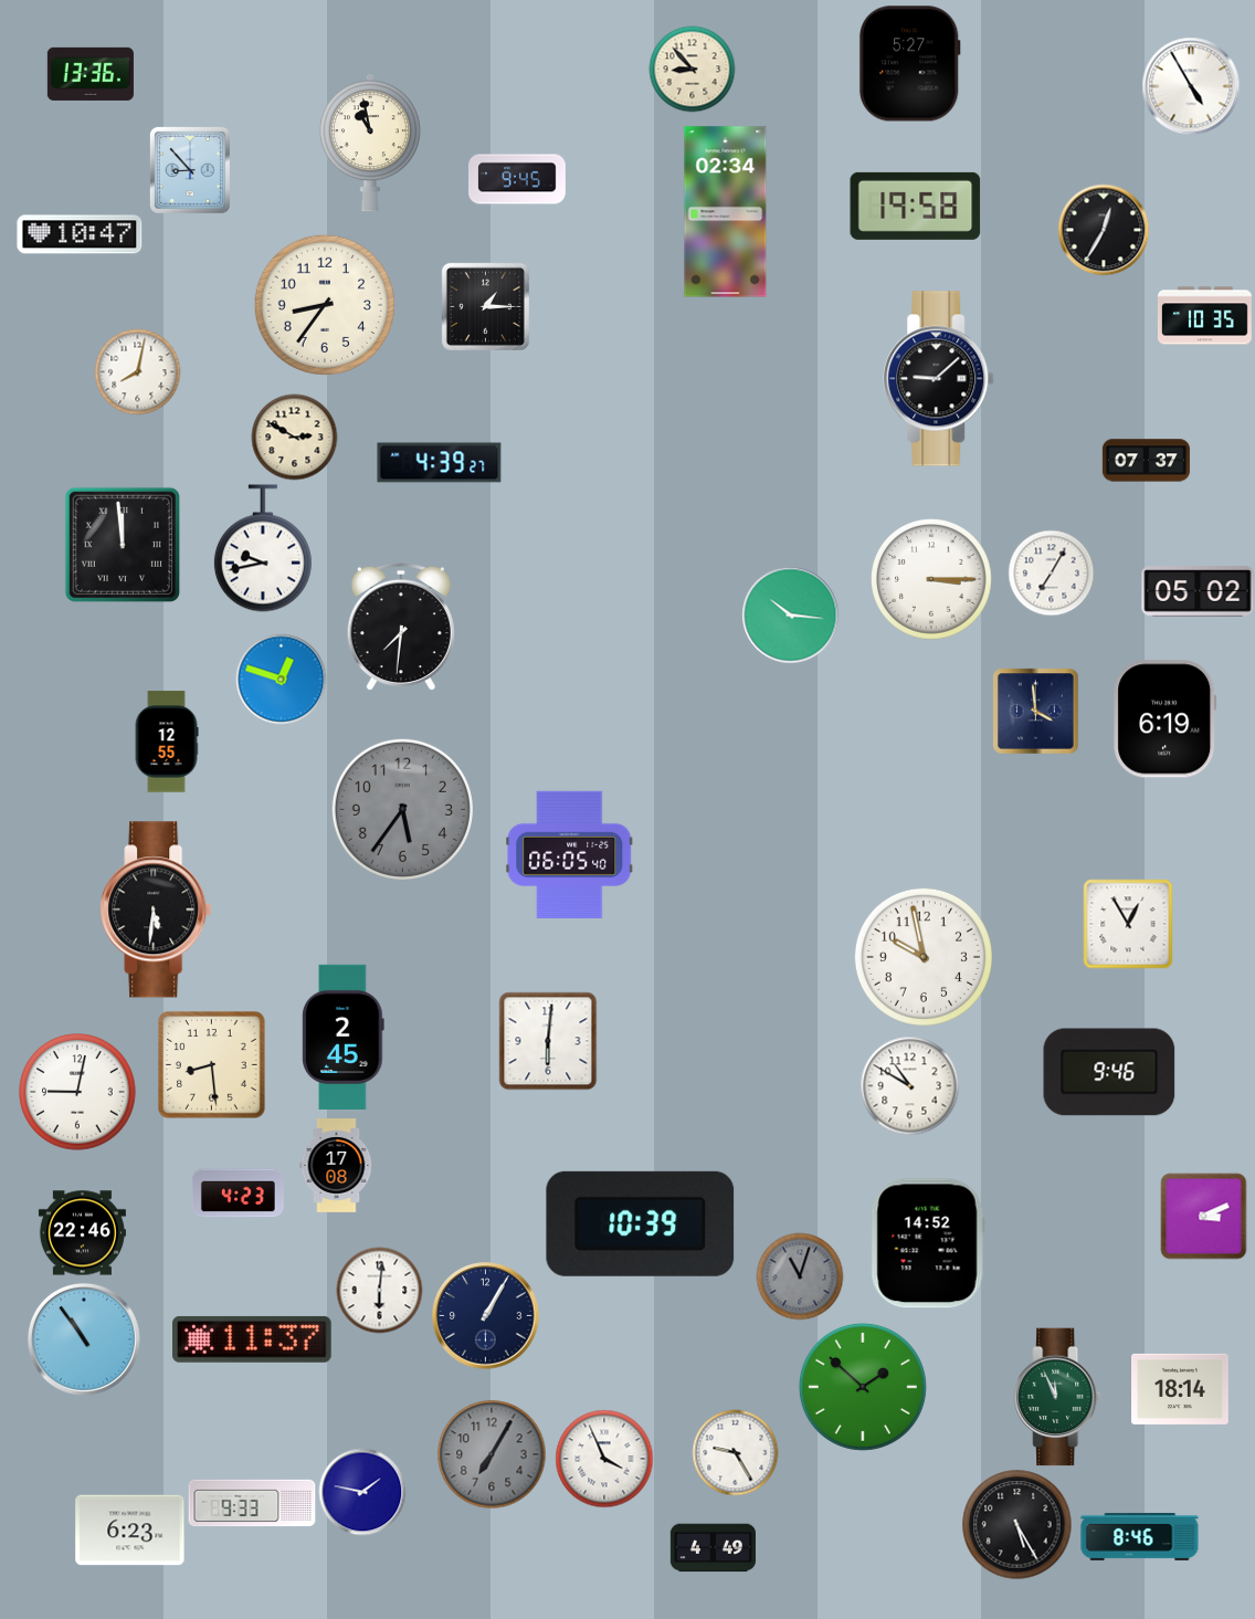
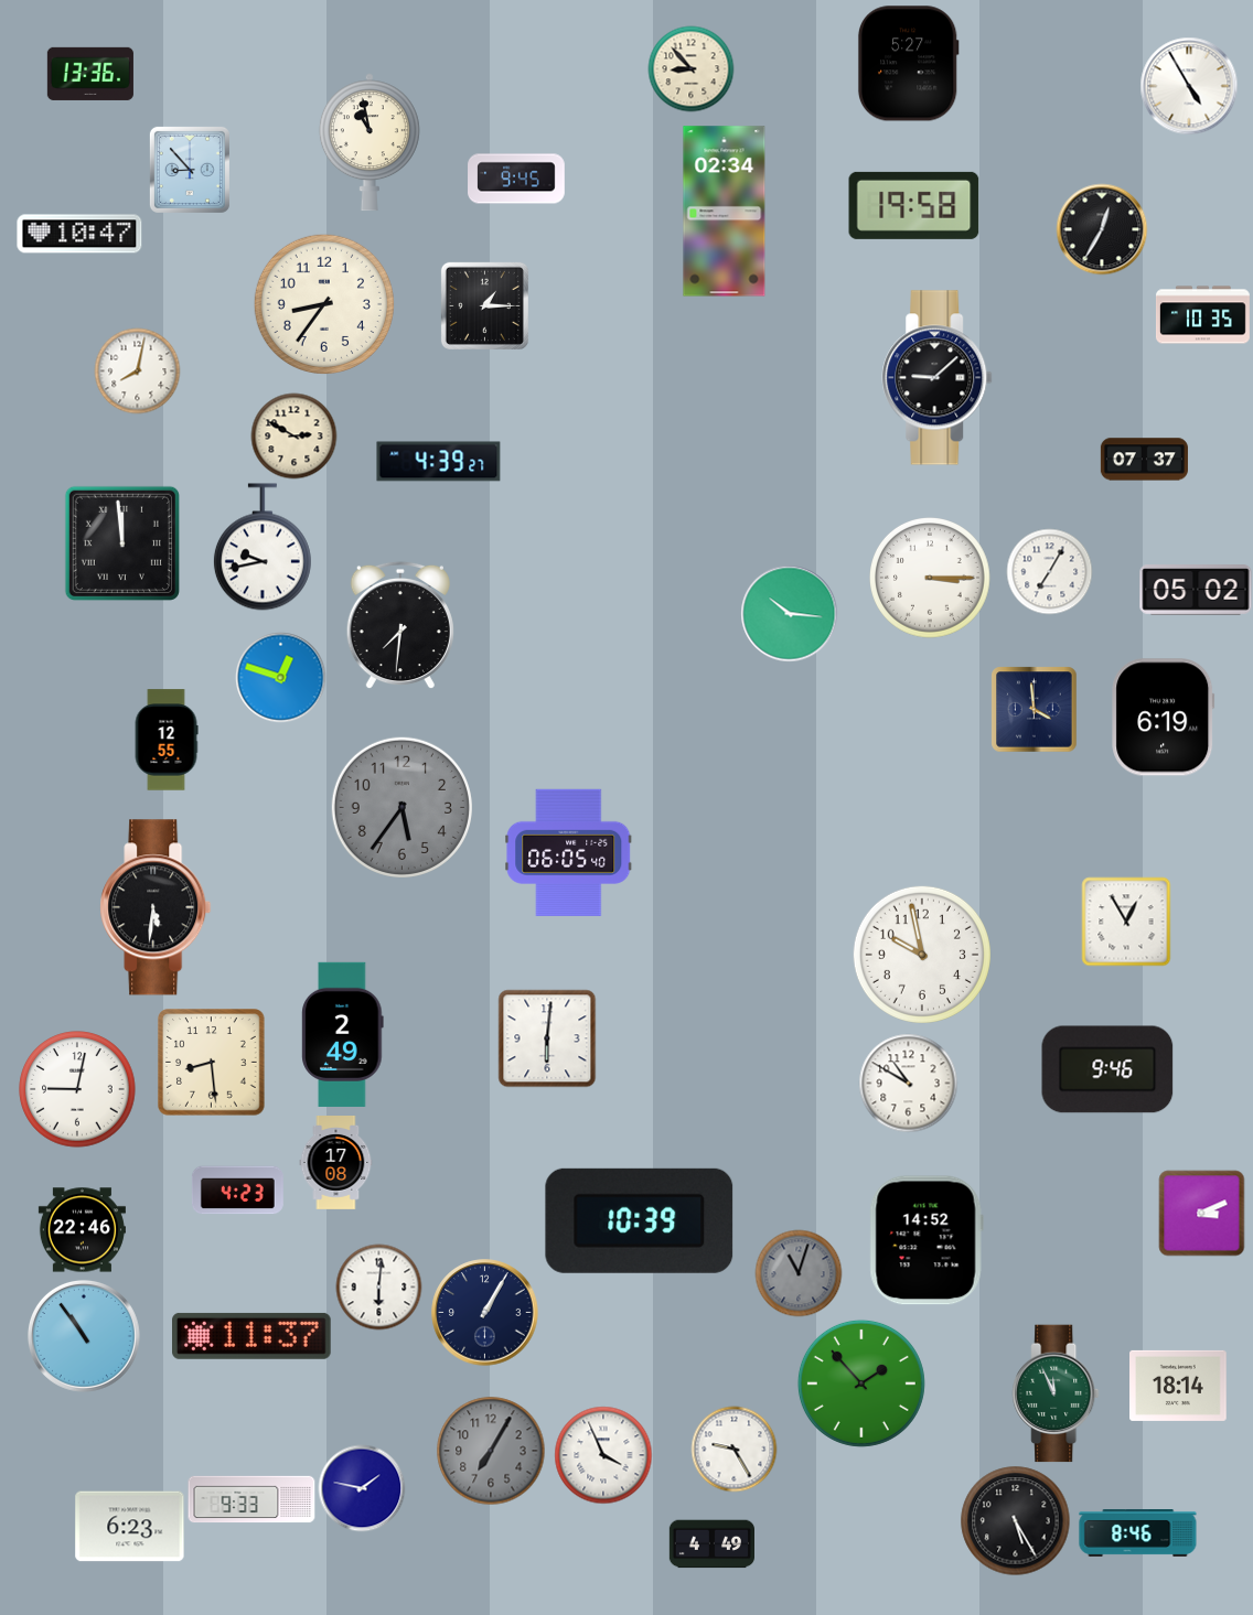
clock at (344, 1037): 2:45 -> 2:49
clock at (863, 1387): 1:52 -> 1:53
